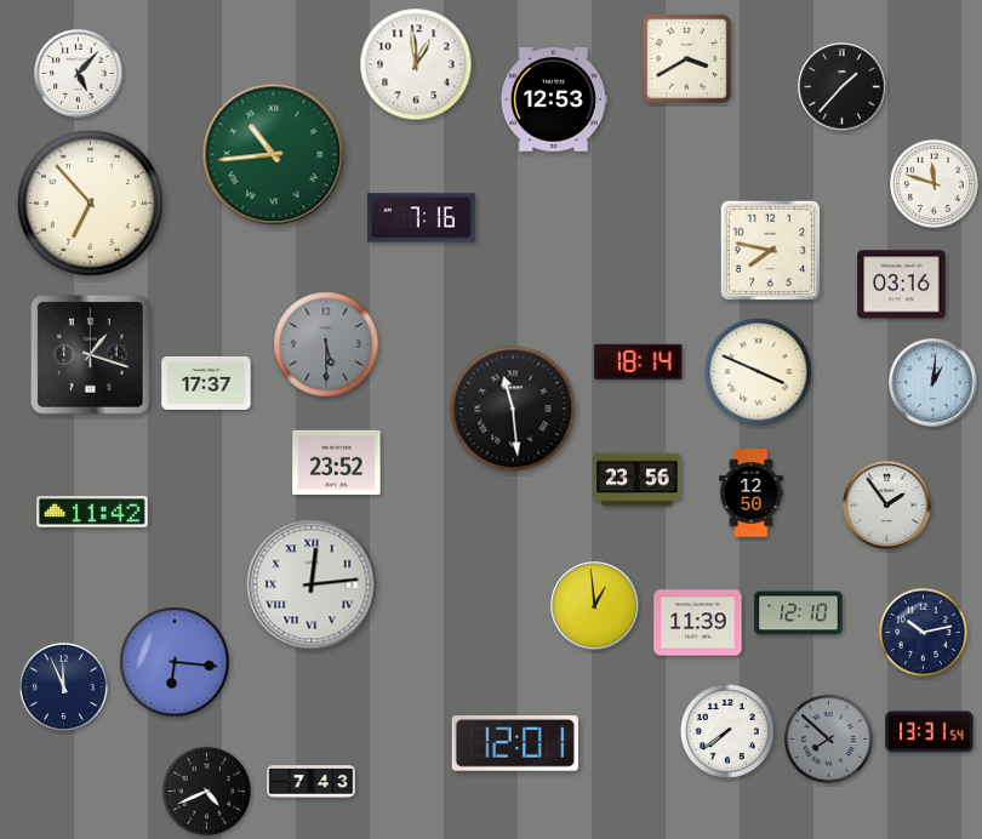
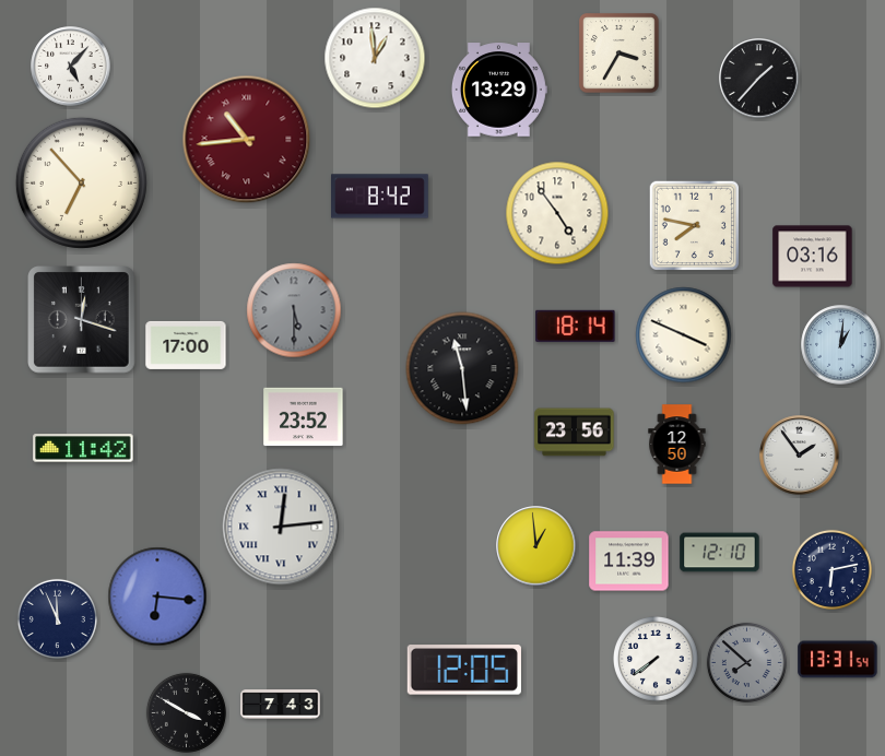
clock at (687, 59): 3:40 -> 3:35
clock at (553, 99): 12:53 -> 13:29
clock at (274, 155) dial: green -> burgundy
clock at (934, 183): 11:48 -> none
clock at (422, 218): 7:16 -> 8:42
clock at (557, 213): none -> 4:54
clock at (91, 355): 1:18 -> 12:18
clock at (206, 383): 17:37 -> 17:00
clock at (92, 512) position: (92, 512) -> (83, 448)
clock at (923, 632): 10:13 -> 6:13
clock at (828, 738) position: (828, 738) -> (746, 662)
clock at (515, 743): 12:01 -> 12:05
clock at (206, 791): 4:41 -> 3:50
